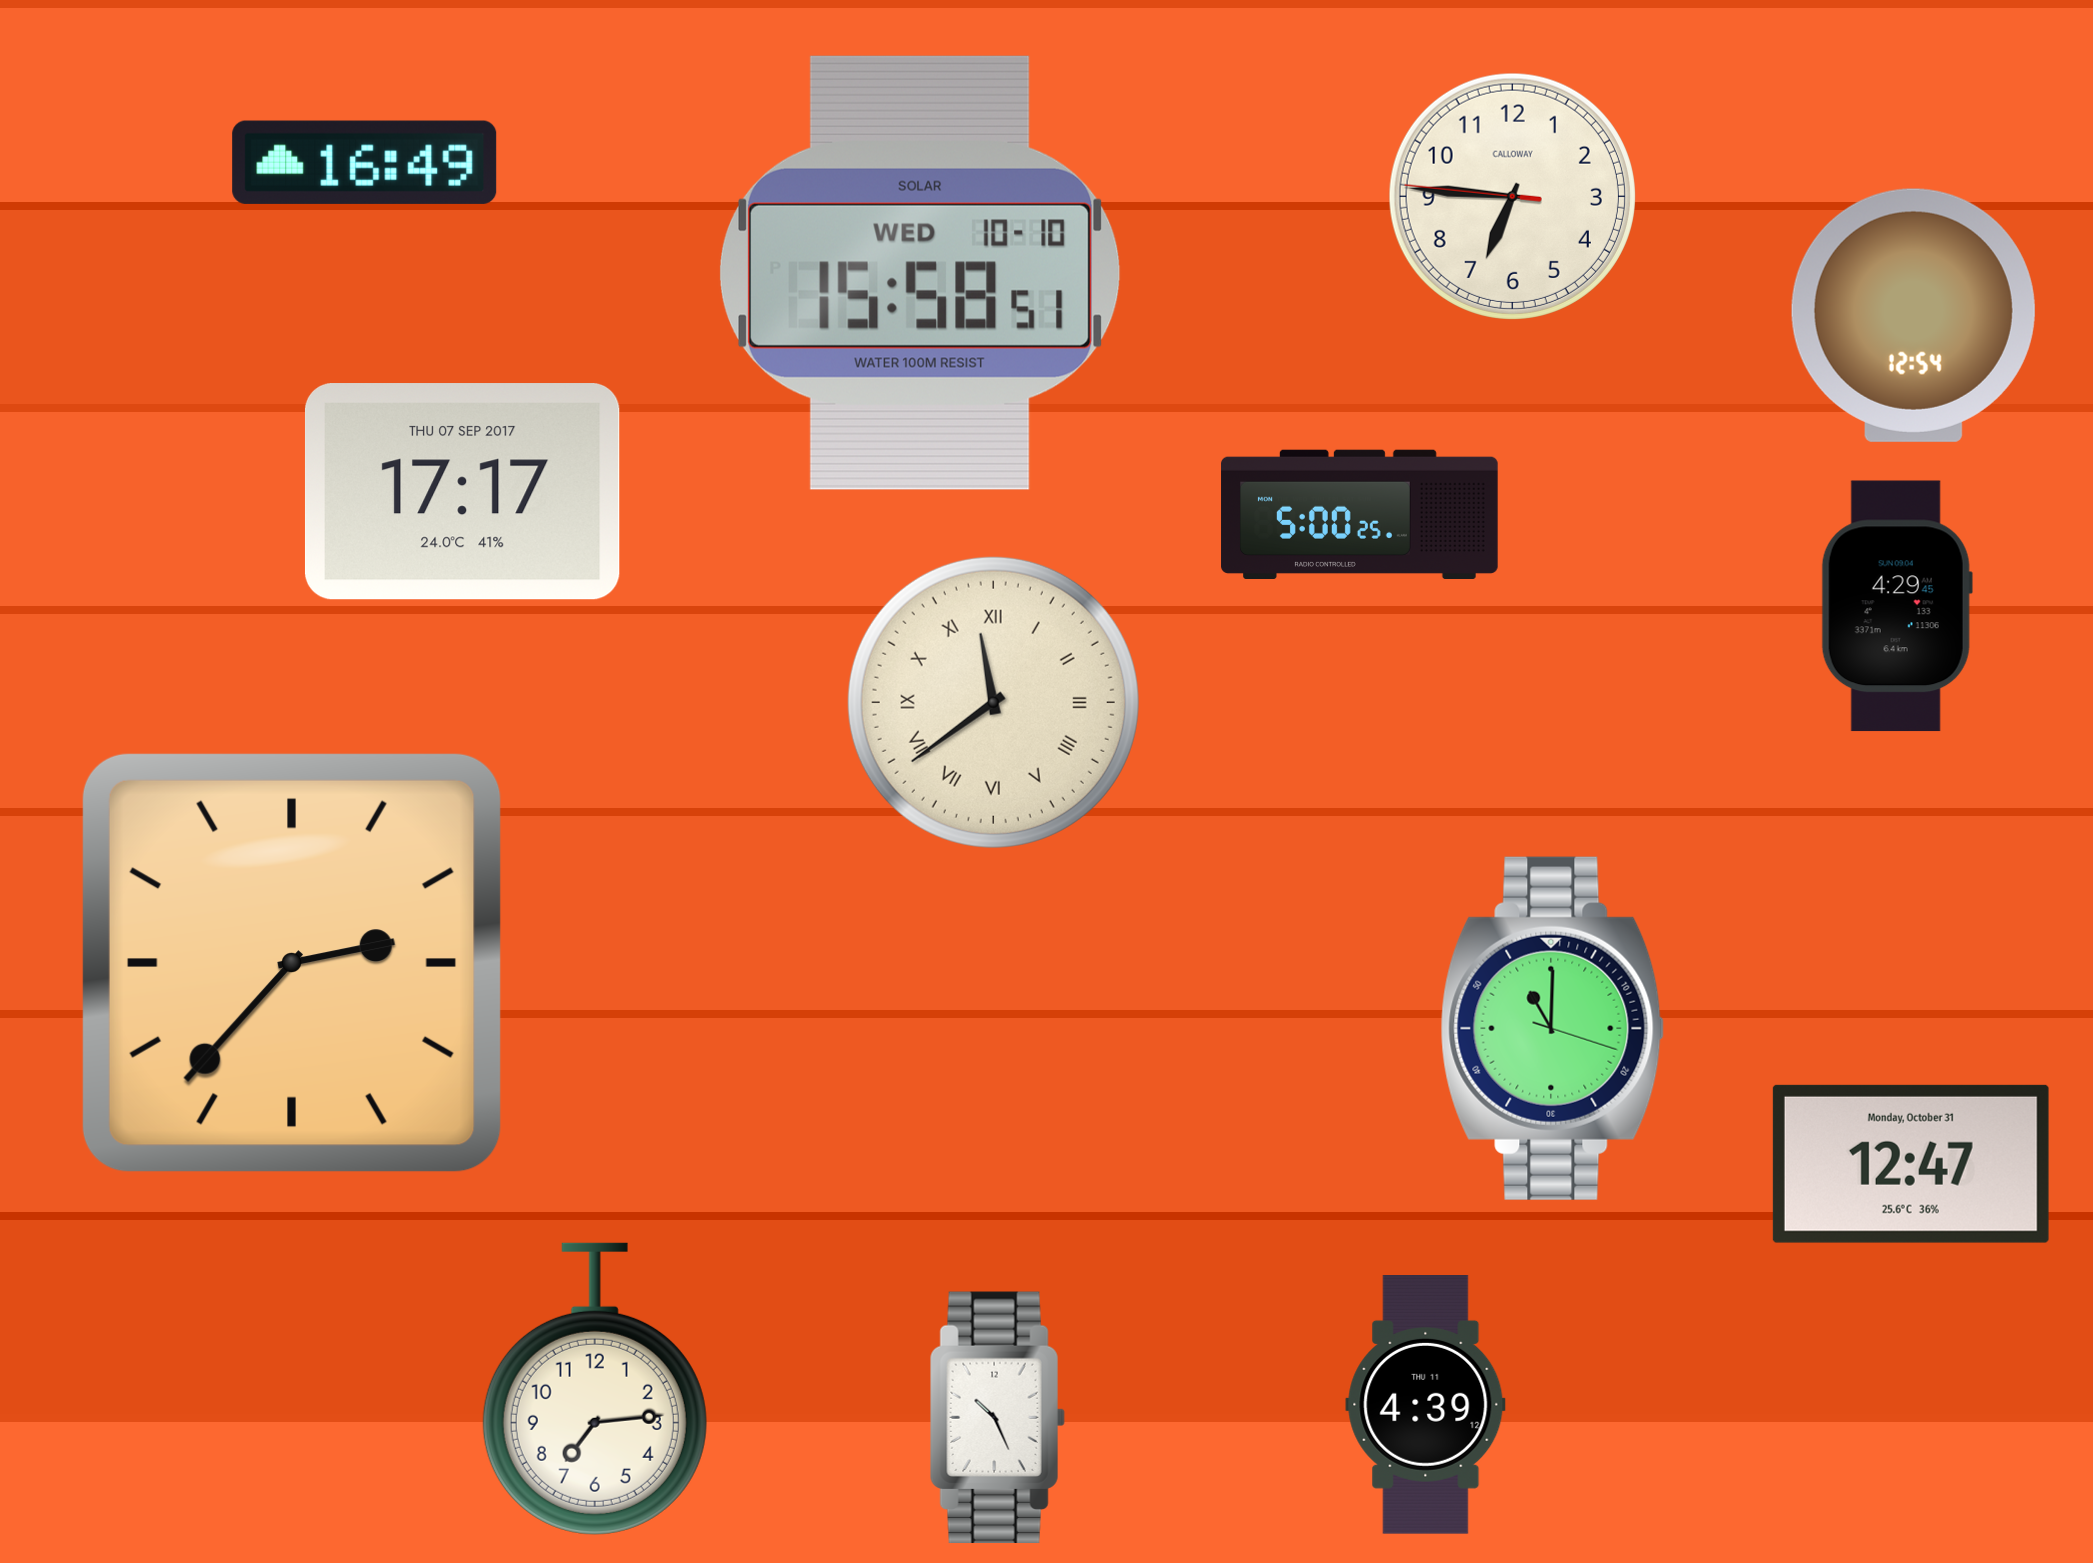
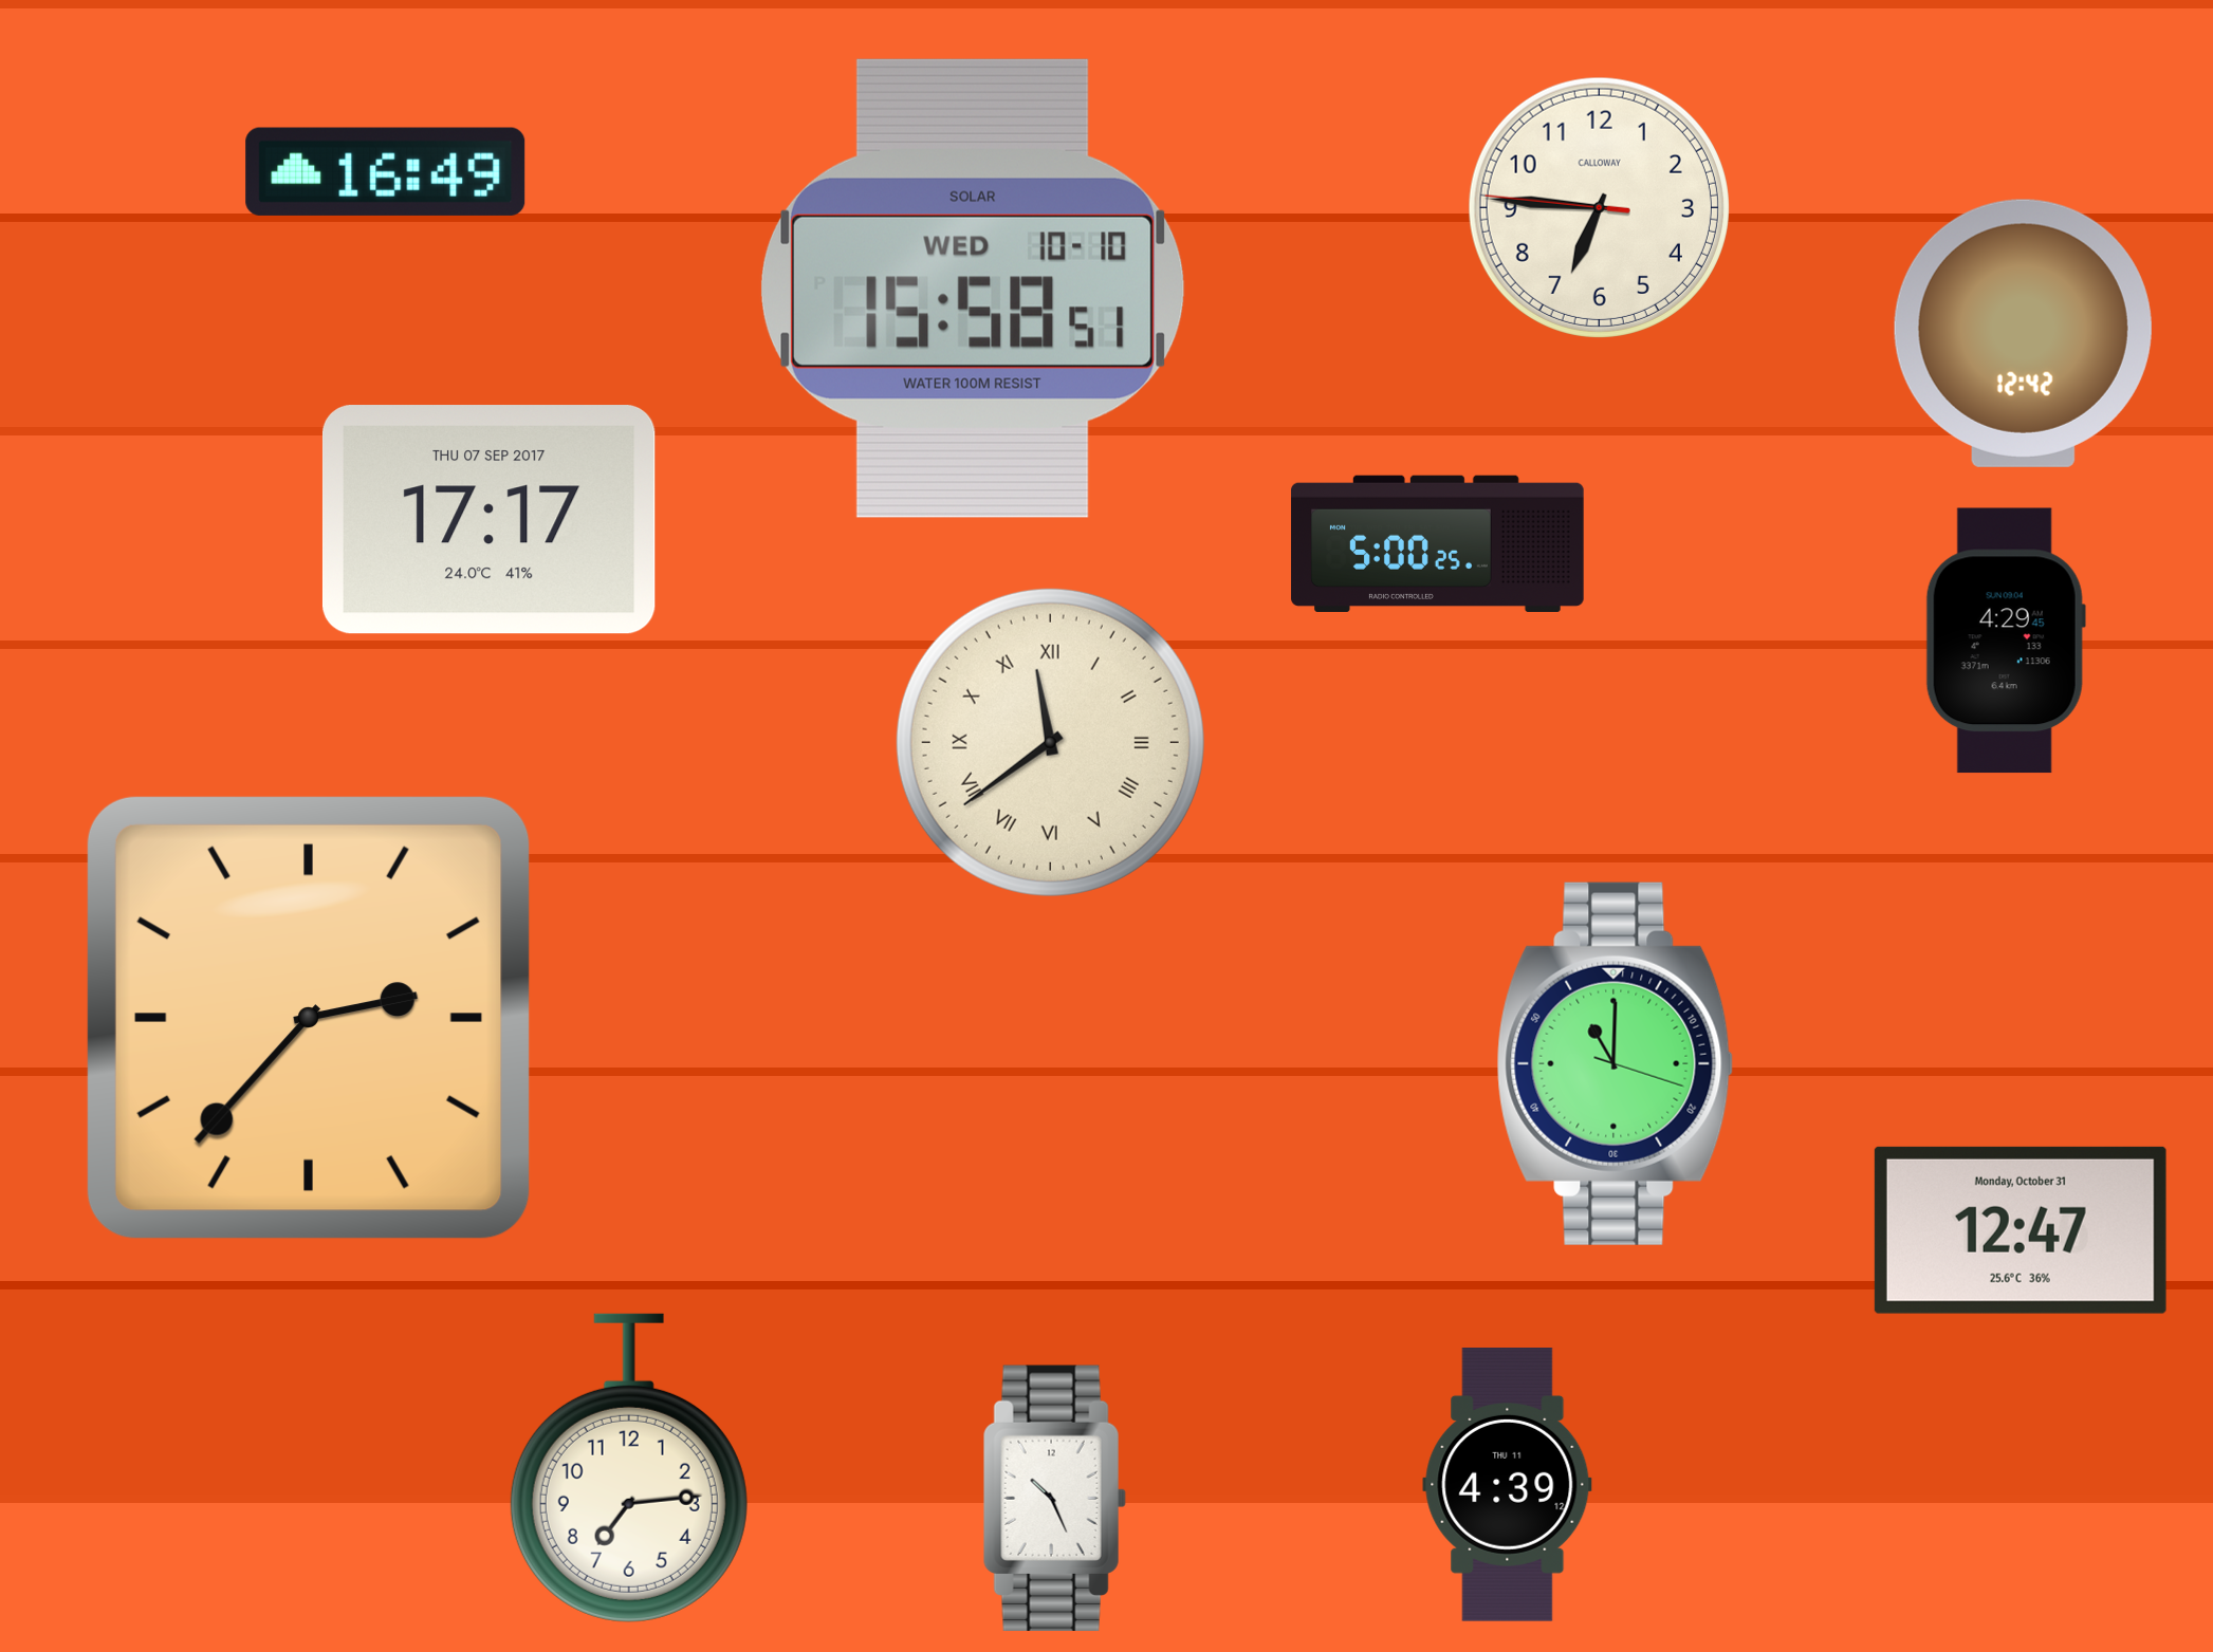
clock at (1913, 315): 12:54 -> 12:42
clock at (1553, 1028) position: (1553, 1028) -> (1616, 1063)
